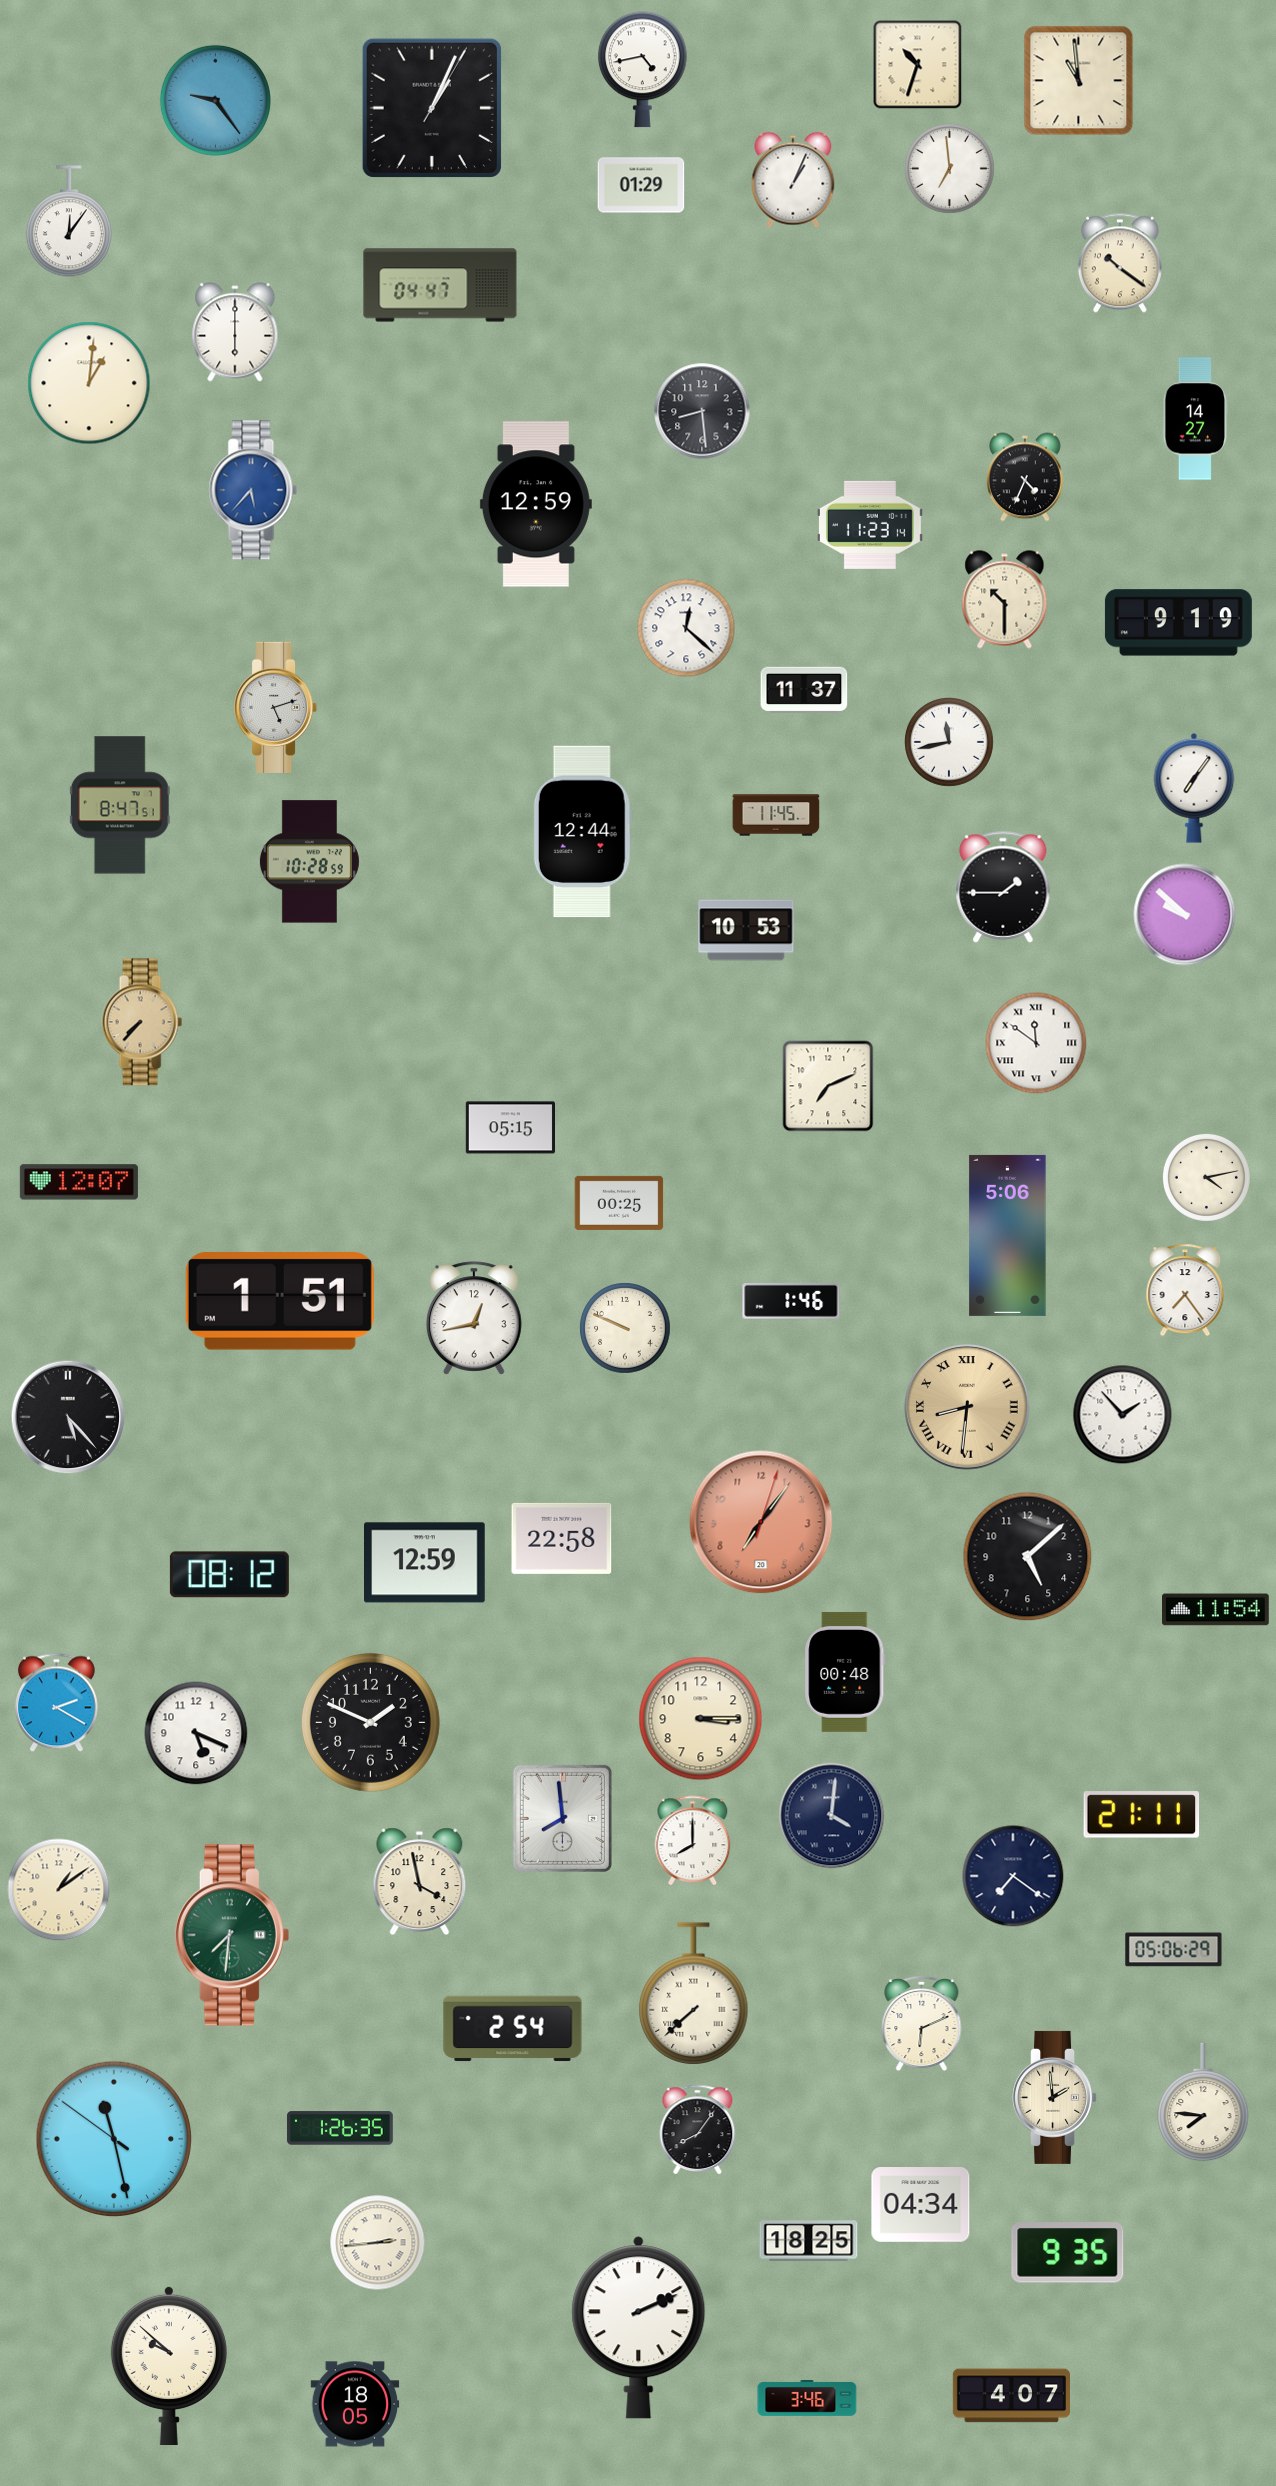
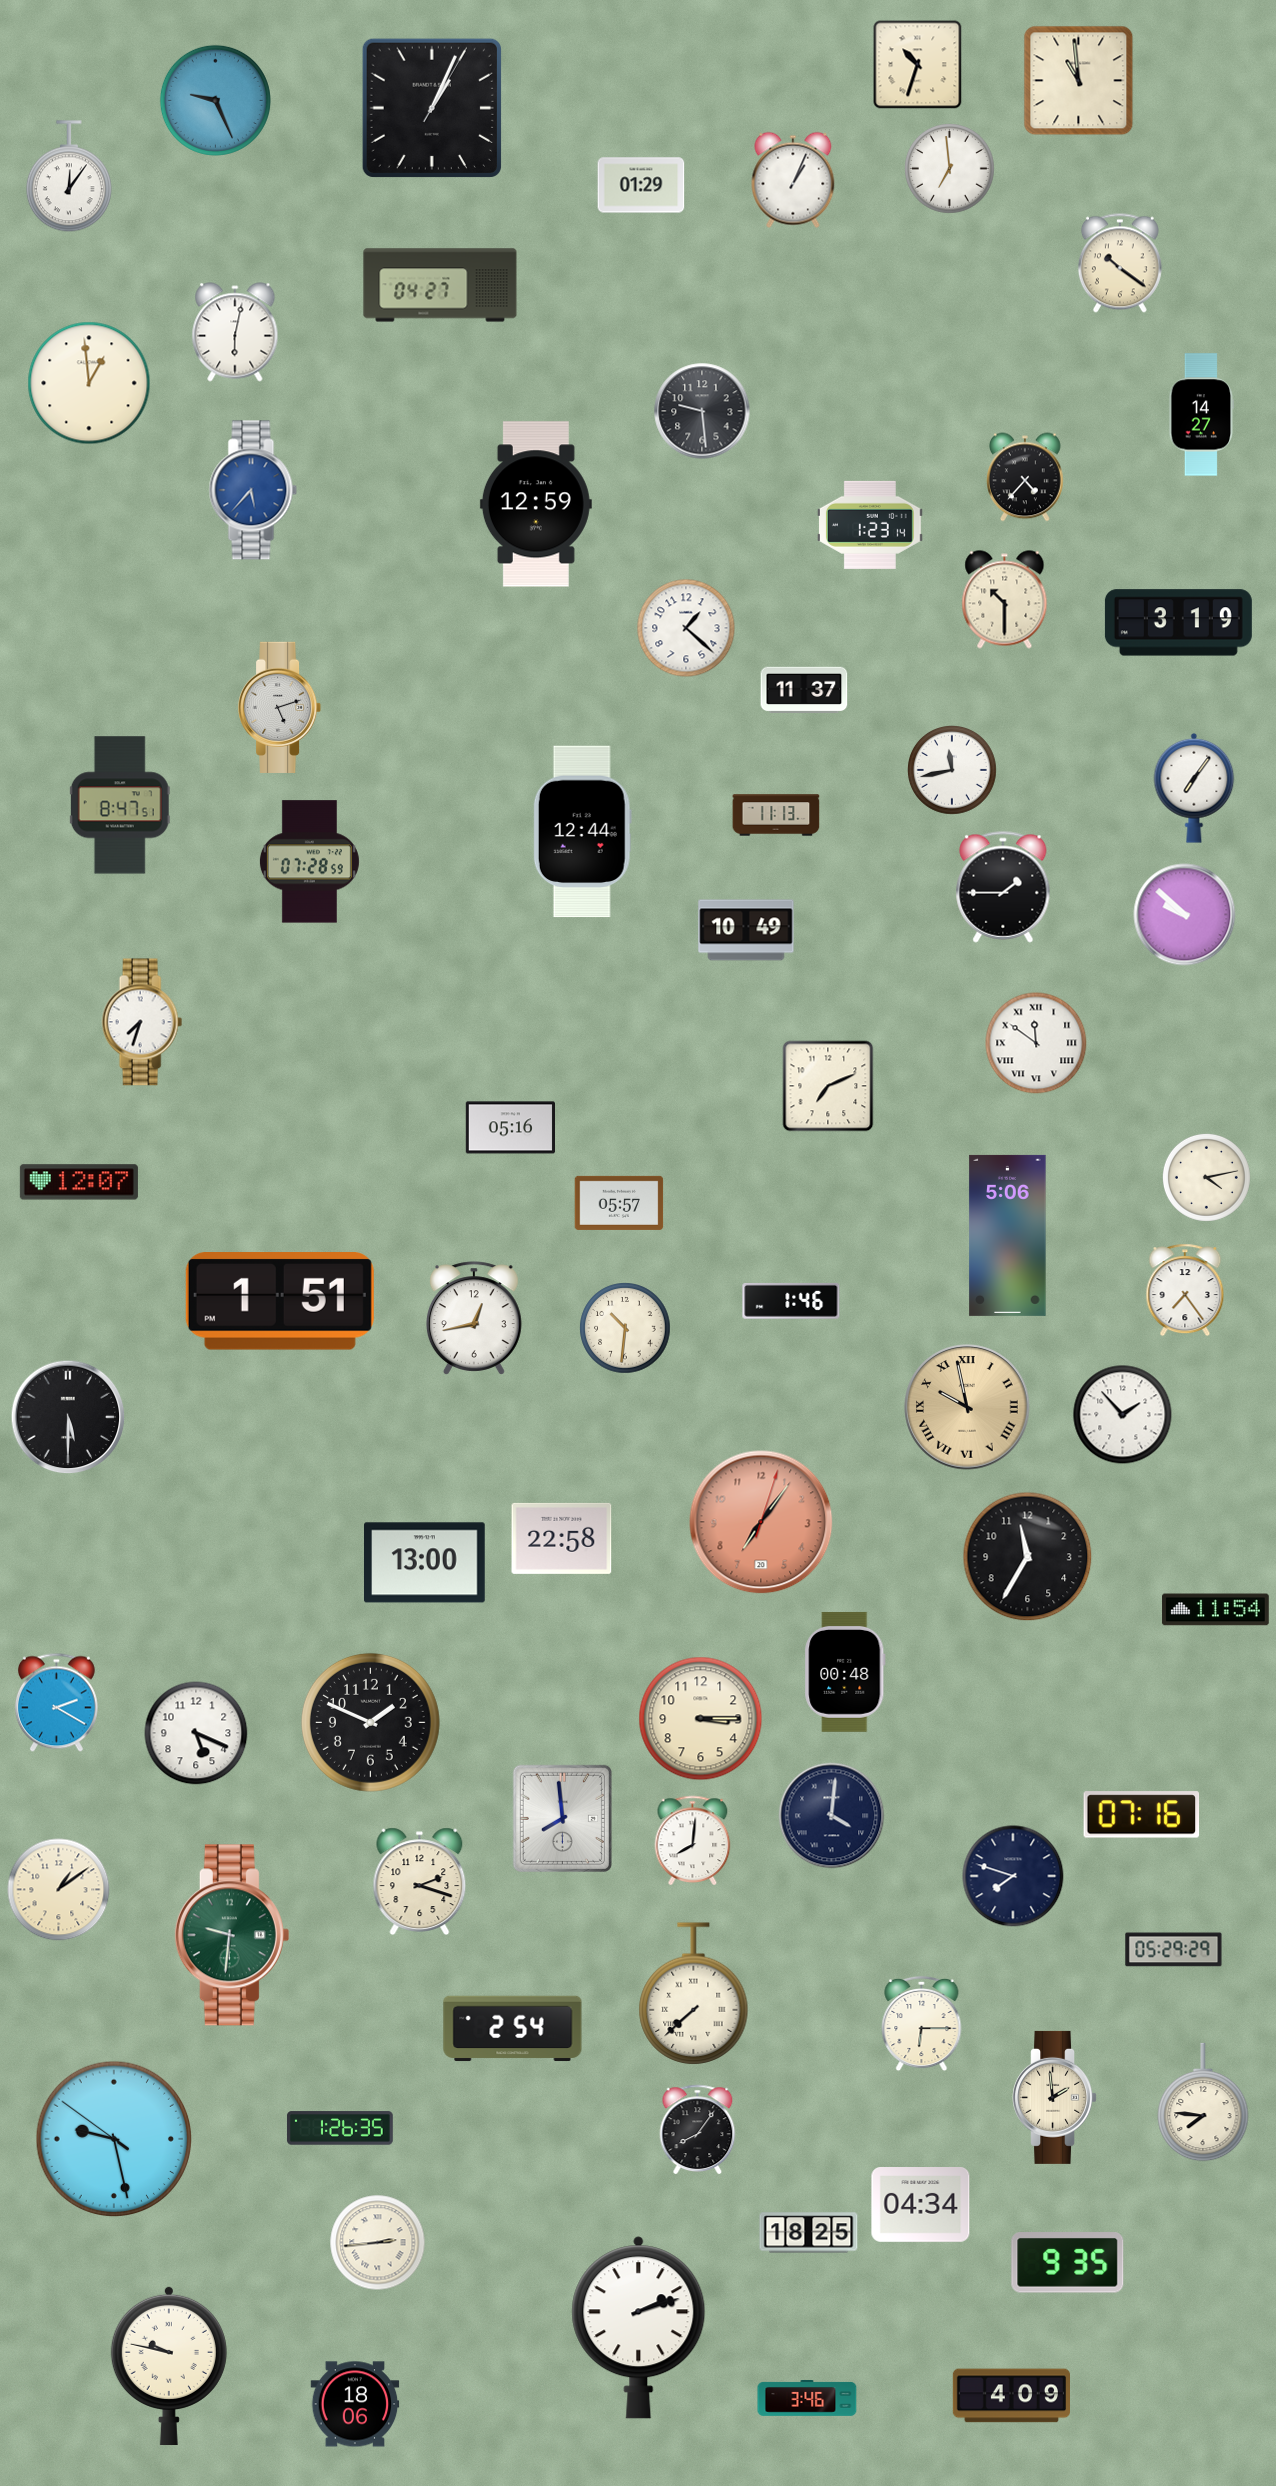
clock at (643, 70): 4:43 -> none
clock at (215, 100): 9:24 -> 9:26
clock at (69, 222) position: (69, 222) -> (69, 177)
clock at (440, 285): 04:47 -> 04:27
clock at (235, 332): 6:00 -> 6:02
clock at (89, 383): 1:01 -> 12:59
clock at (702, 411): 8:29 -> 9:29
clock at (1196, 419) position: (1196, 419) -> (1202, 415)
clock at (1026, 477): 4:34 -> 4:37
clock at (870, 525): 11:23 -> 1:23
clock at (1178, 623): 9:19 -> 3:19
clock at (686, 628): 12:22 -> 1:22
clock at (276, 707) position: (276, 707) -> (280, 707)
clock at (950, 743) position: (950, 743) -> (953, 771)
clock at (776, 815): 11:45 -> 11:13
clock at (309, 862): 10:28 -> 07:28
clock at (746, 930): 10:53 -> 10:49
clock at (142, 1022): 7:37 -> 7:33
clock at (142, 1022) dial: champagne -> white
clock at (510, 1128): 05:15 -> 05:16
clock at (619, 1203): 00:25 -> 05:57
clock at (625, 1328): 9:49 -> 10:31
clock at (967, 1407): 8:31 -> 9:58
clock at (68, 1417): 5:23 -> 5:30
clock at (1028, 1557): 5:08 -> 11:35
clock at (425, 1563): 12:59 -> 13:00
clock at (229, 1575): 08:12 -> none
clock at (1142, 1815): 21:11 -> 07:16
clock at (693, 1840): 8:00 -> 8:01
clock at (1013, 1876): 7:21 -> 7:48
clock at (420, 1881): 3:58 -> 2:18
clock at (232, 1935): 7:31 -> 9:31
clock at (1174, 1950): 05:06 -> 05:29
clock at (922, 2024): 6:11 -> 6:15
clock at (114, 2139): 11:27 -> 9:27
clock at (809, 2241) position: (809, 2241) -> (809, 2233)
clock at (1068, 2253) position: (1068, 2253) -> (1068, 2263)
clock at (639, 2328): 2:11 -> 2:12
clock at (169, 2365): 9:52 -> 9:47
clock at (1011, 2396): 4:07 -> 4:09
clock at (355, 2404): 18:05 -> 18:06
